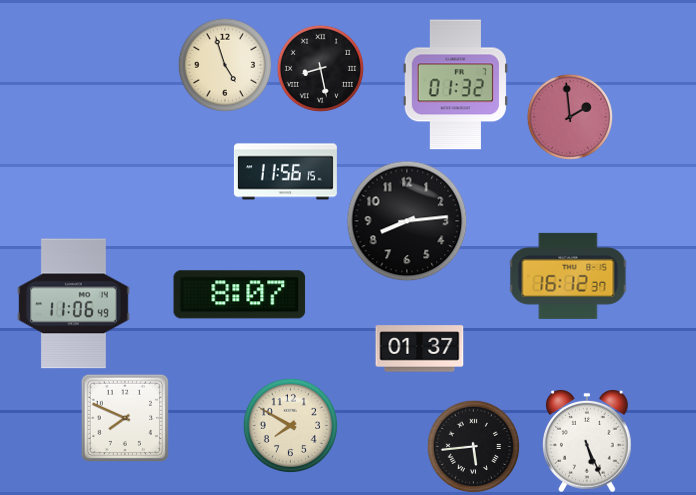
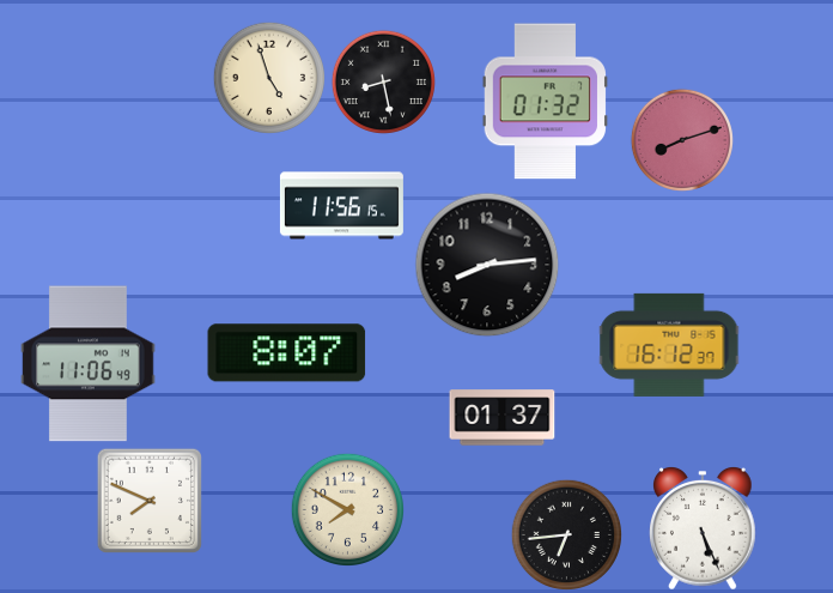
clock at (570, 117): 1:59 -> 8:12
clock at (568, 276) position: (568, 276) -> (669, 345)
clock at (473, 446): 5:44 -> 6:44
